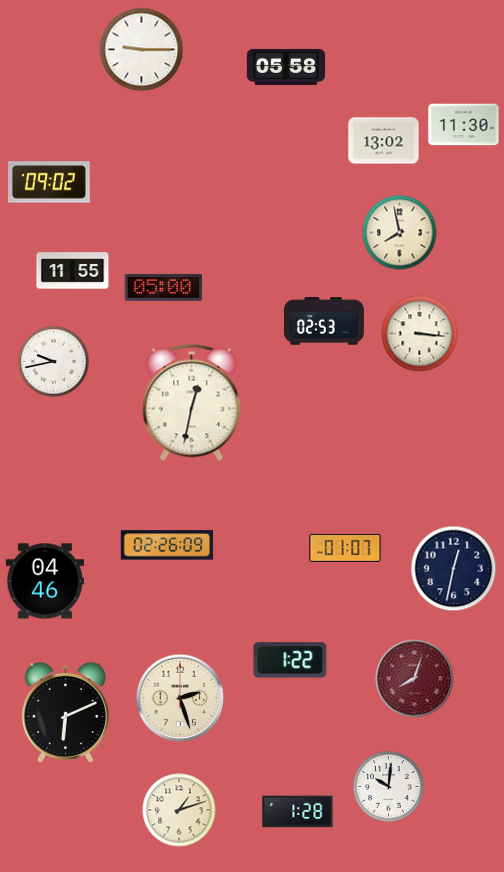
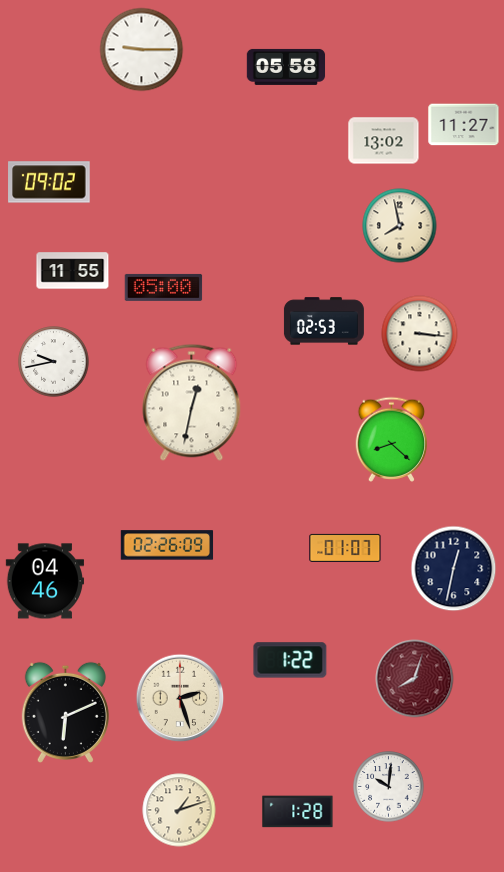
clock at (464, 125): 11:30 -> 11:27
clock at (400, 233) position: (400, 233) -> (400, 226)
clock at (392, 439): none -> 8:22
